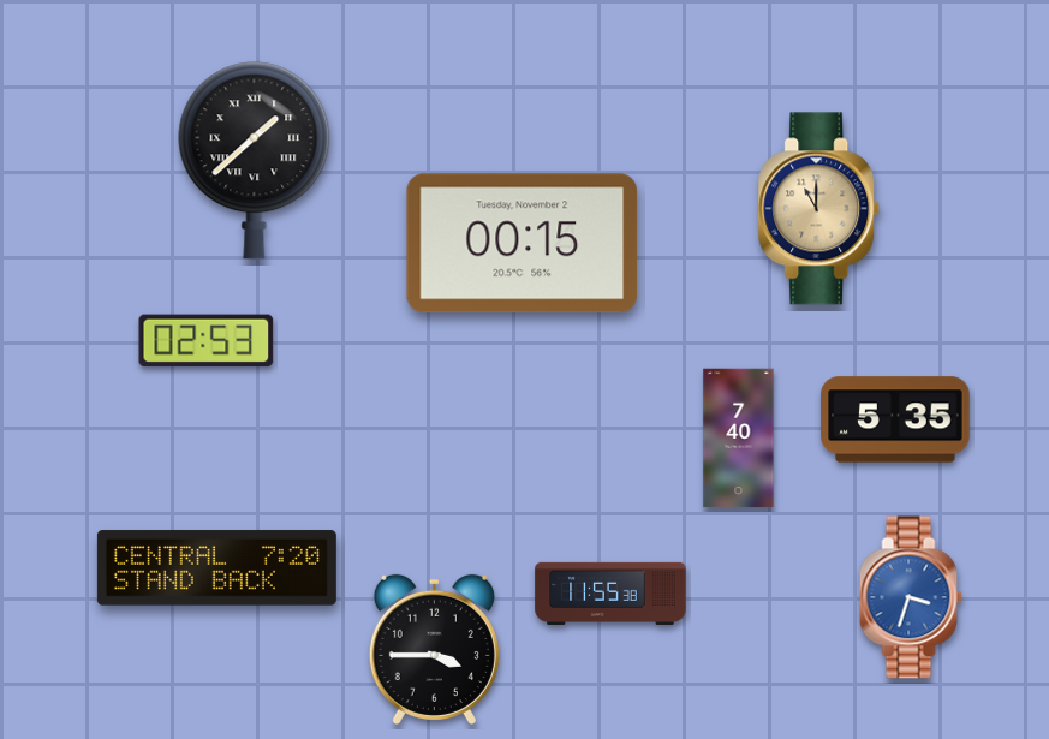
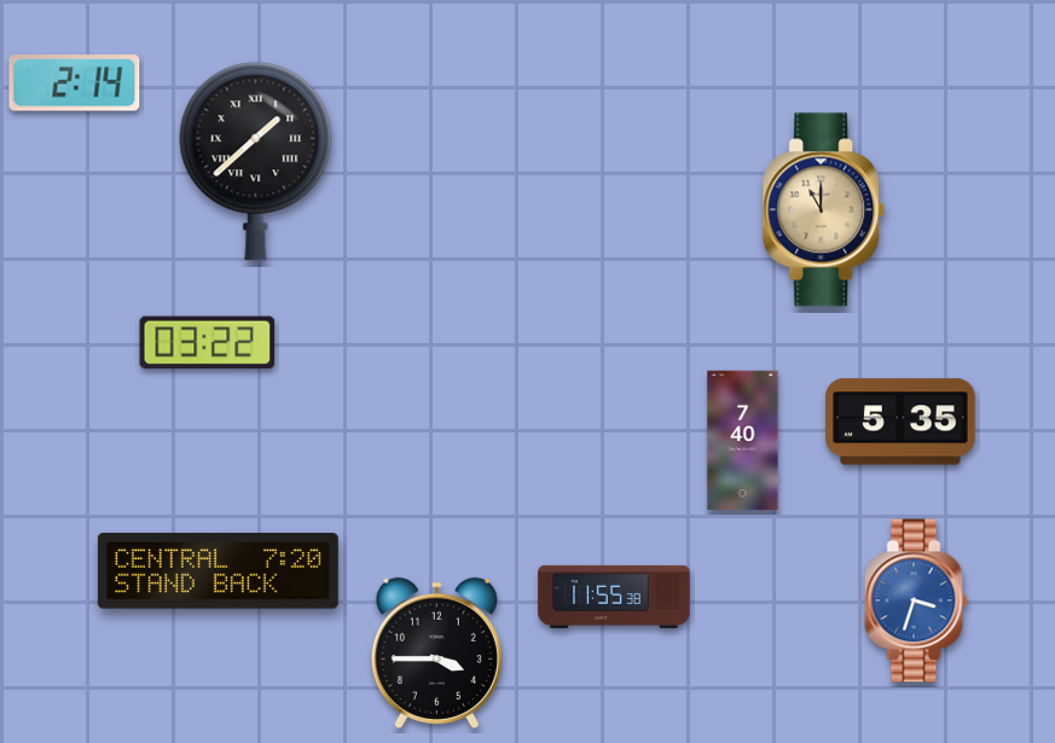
clock at (75, 83): none -> 2:14
clock at (523, 244): 00:15 -> none
clock at (207, 341): 02:53 -> 03:22
